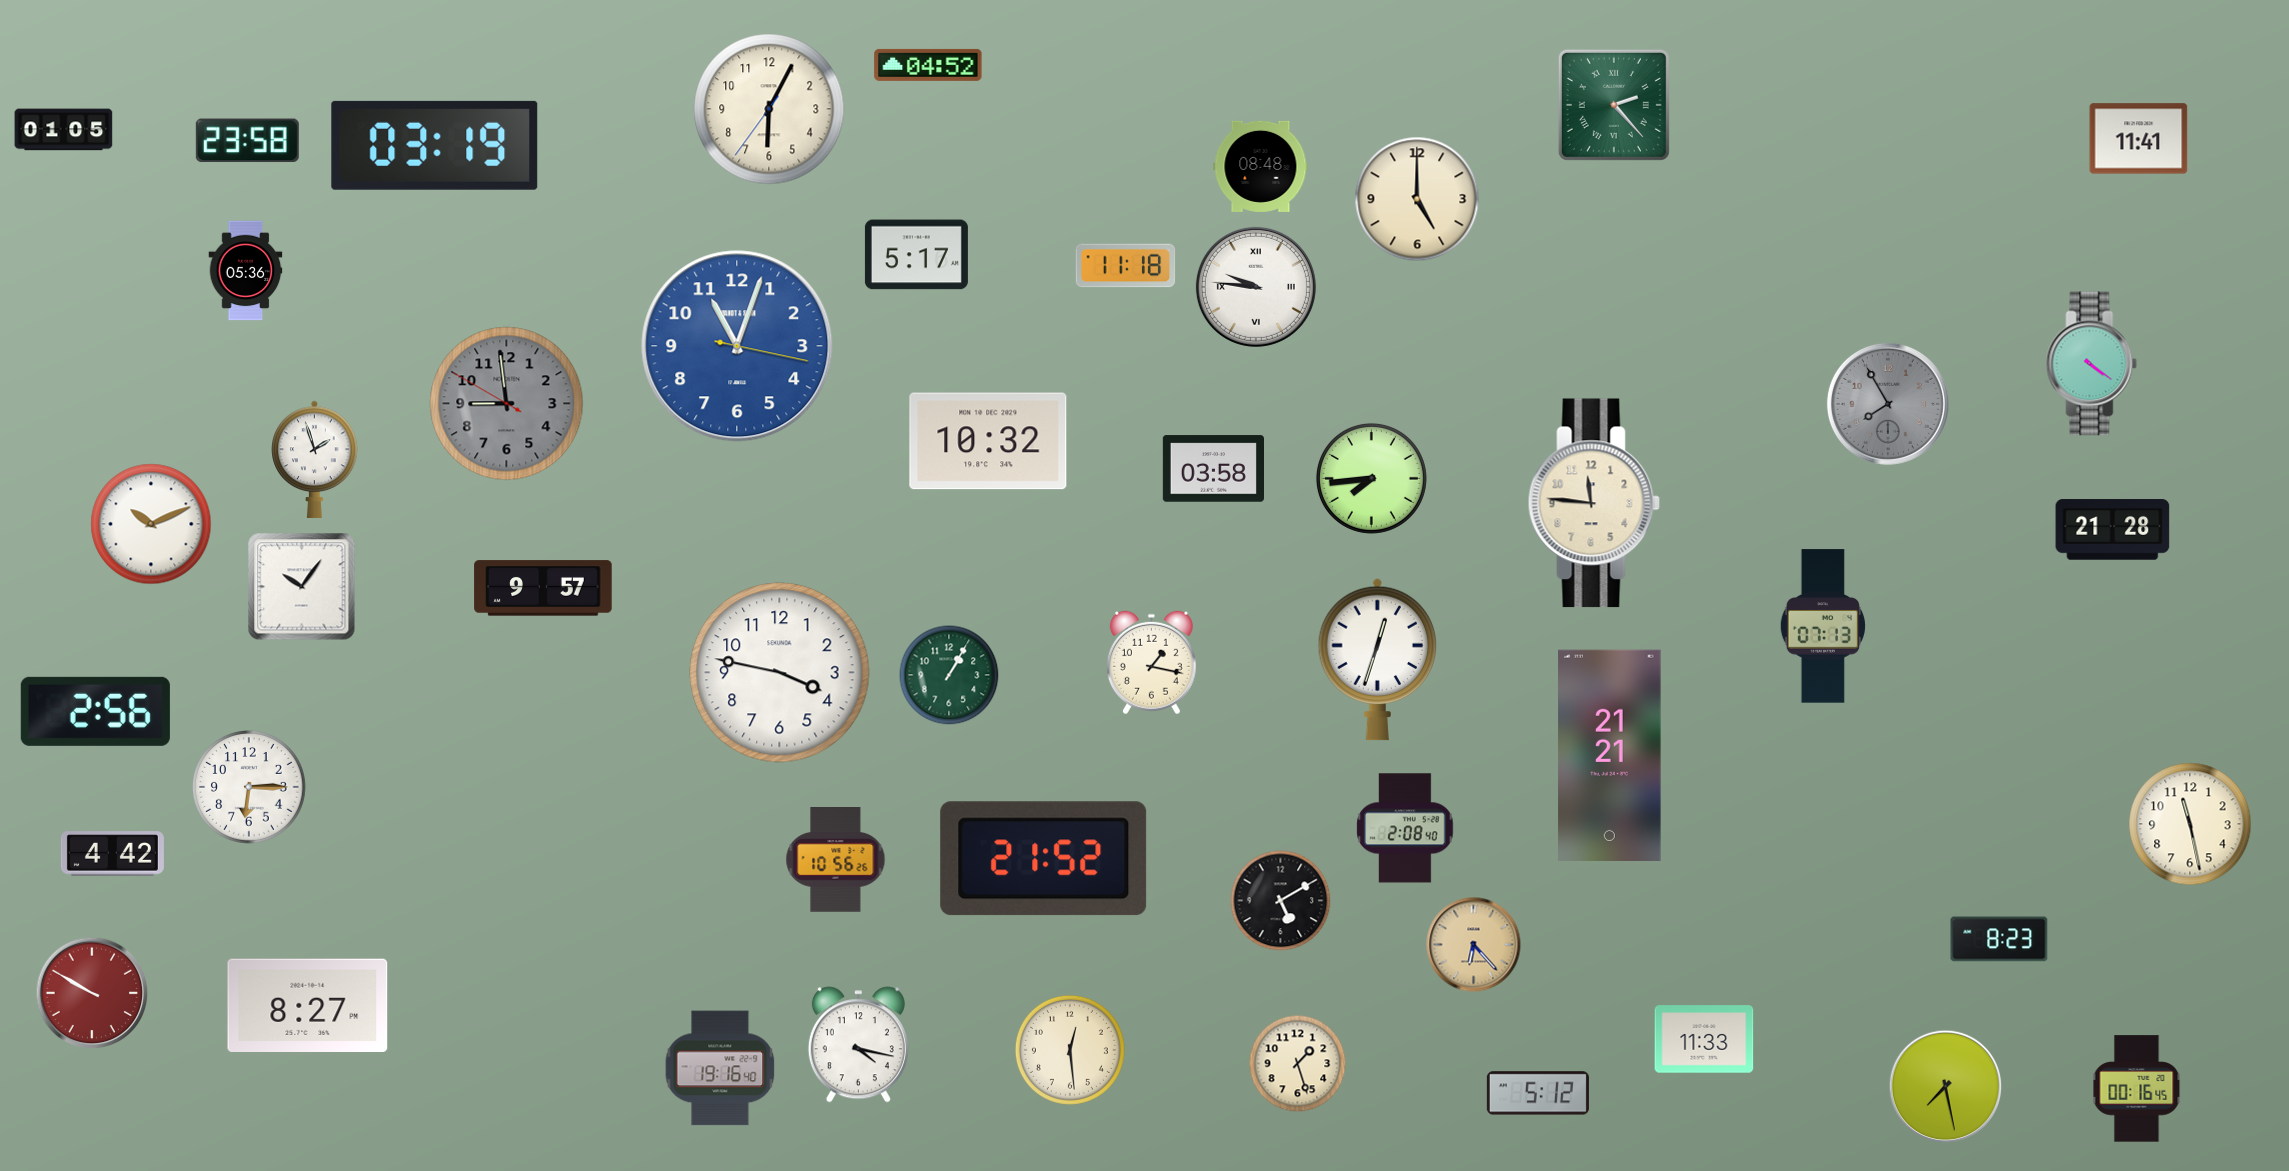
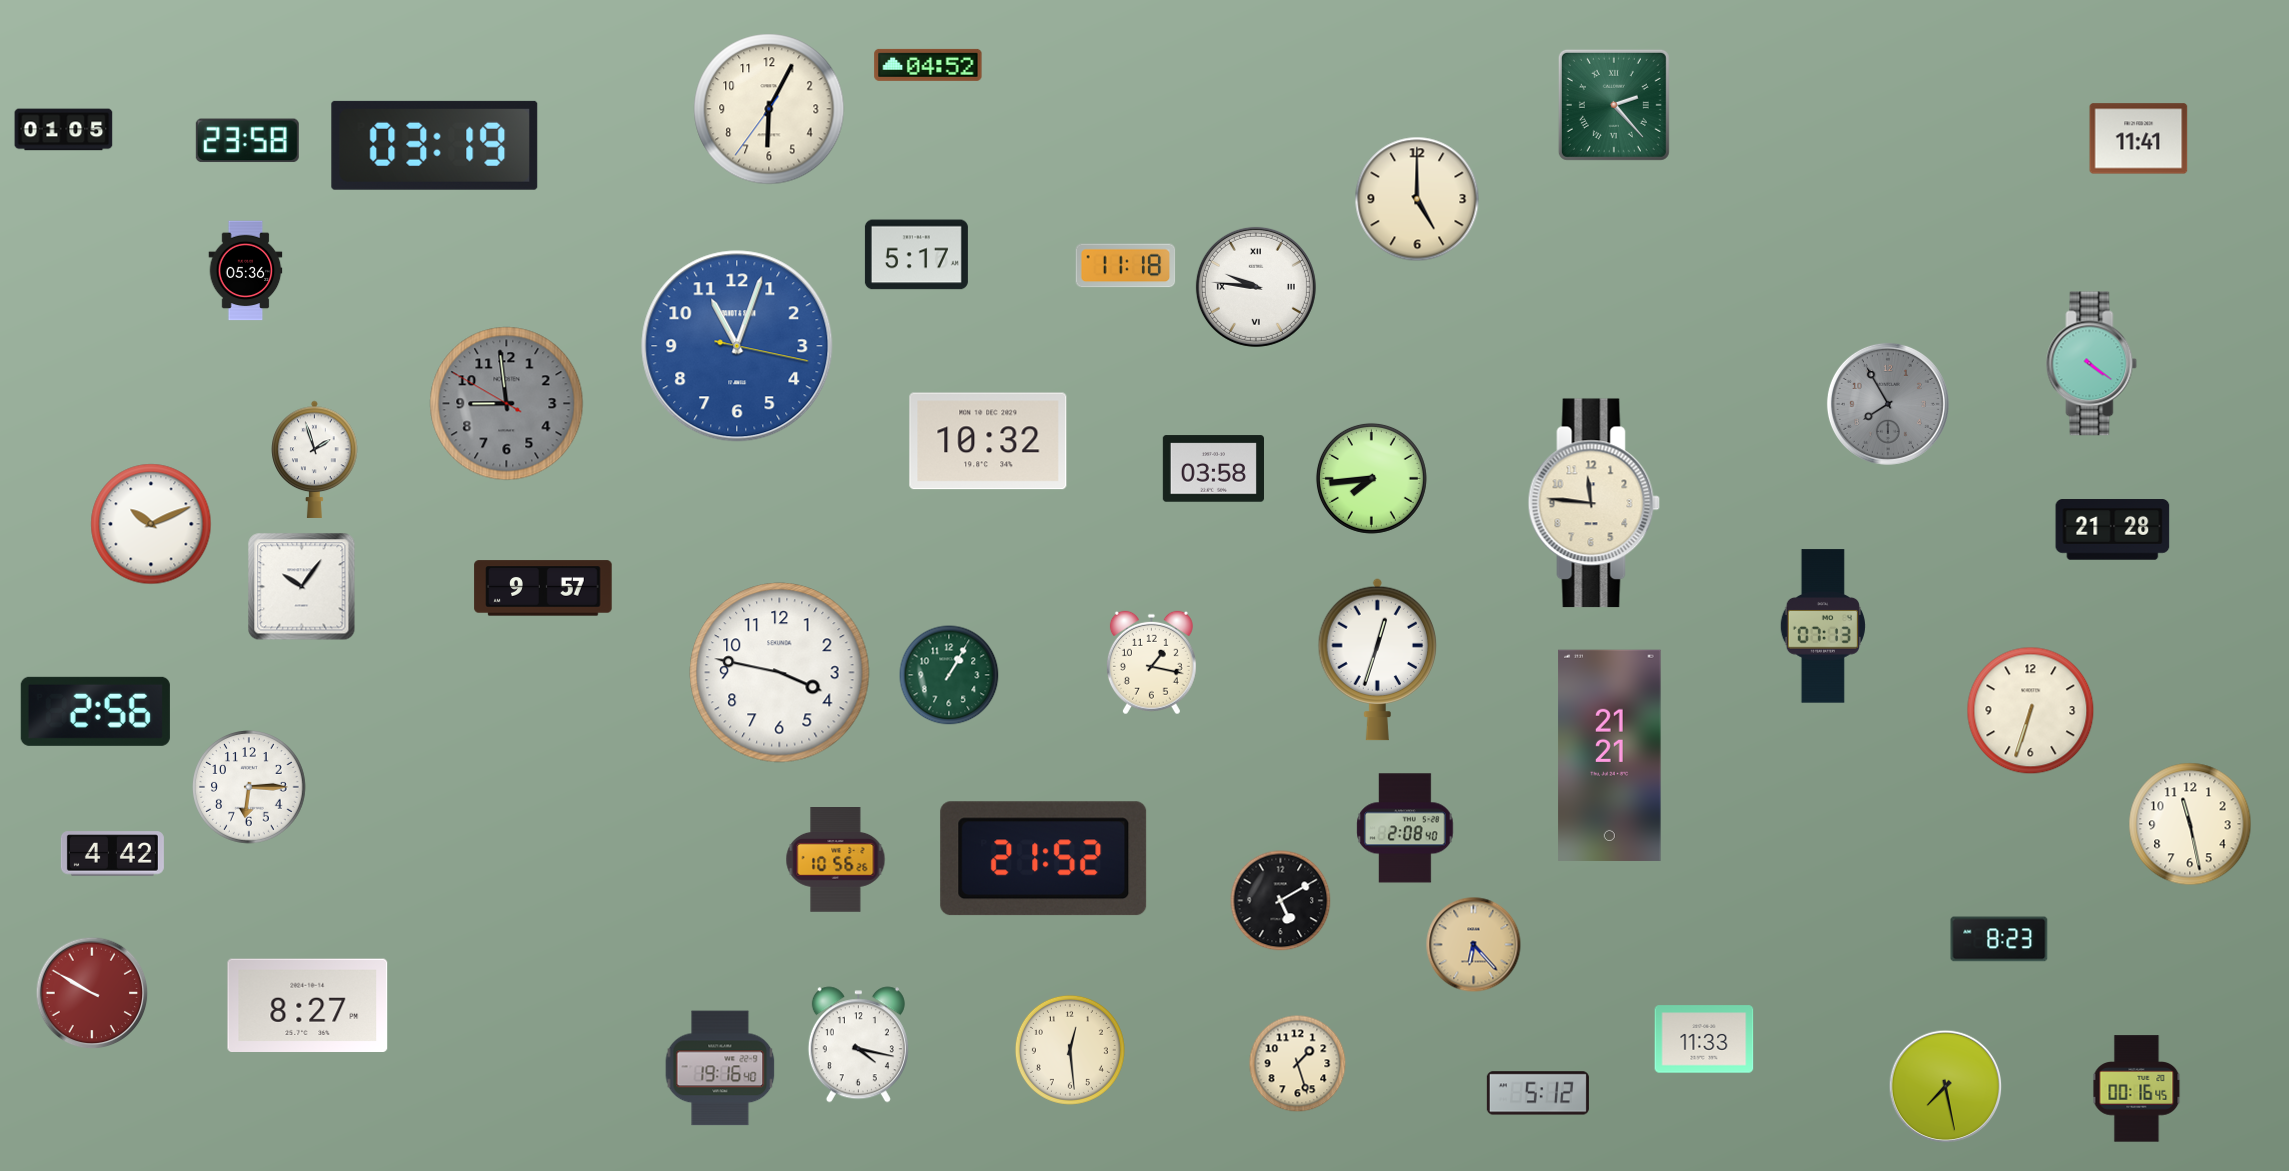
clock at (1261, 166): 08:48 -> none
clock at (2031, 711): none -> 6:33
